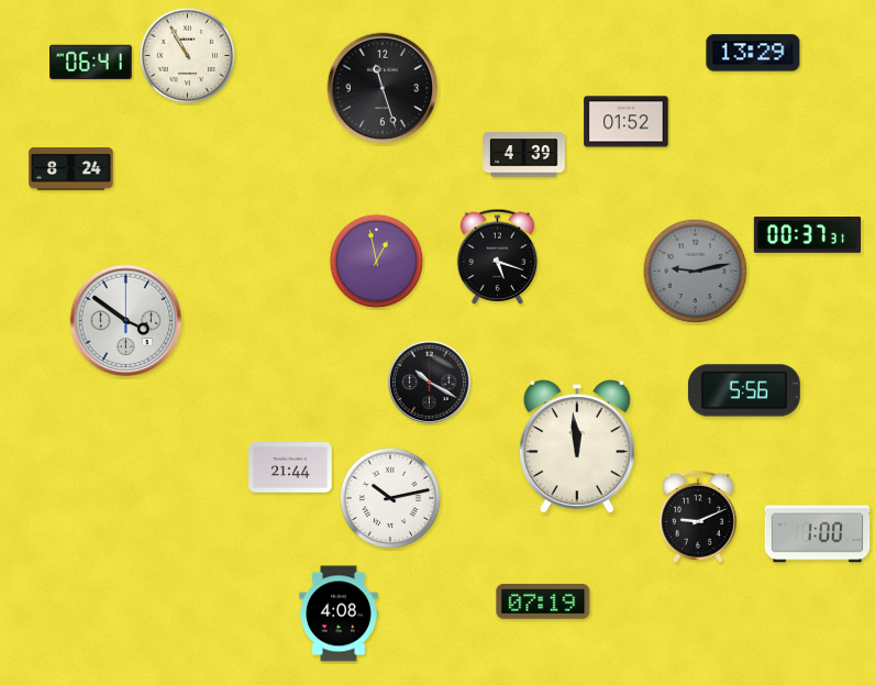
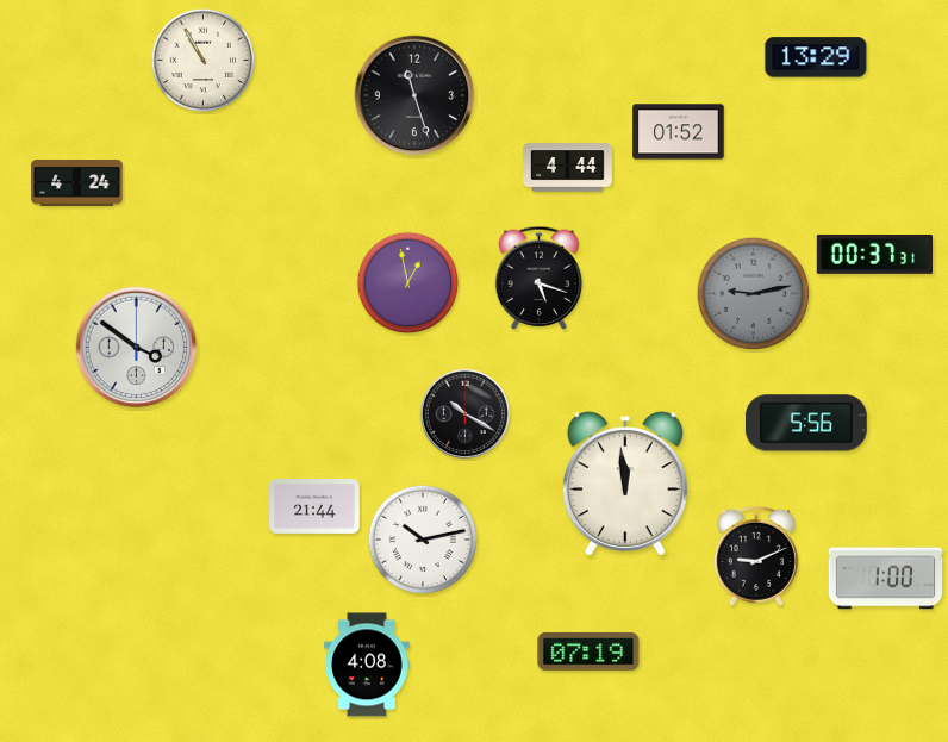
clock at (91, 63): 06:41 -> none
clock at (524, 155): 4:39 -> 4:44
clock at (71, 169): 8:24 -> 4:24
clock at (698, 517) position: (698, 517) -> (756, 556)
